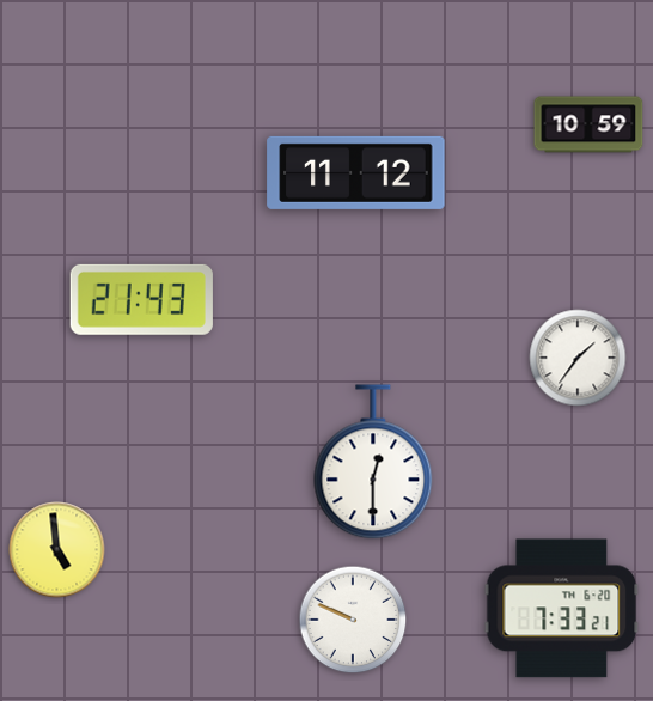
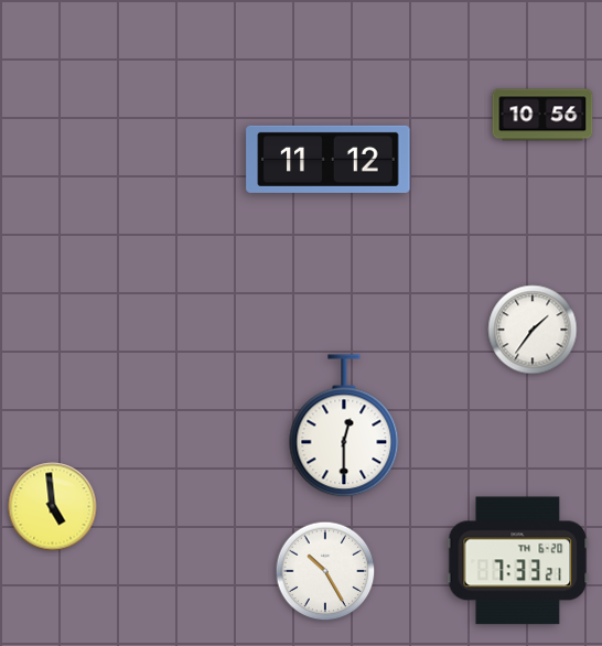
clock at (588, 124): 10:59 -> 10:56
clock at (141, 299): 21:43 -> none
clock at (353, 620): 9:49 -> 10:25
